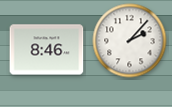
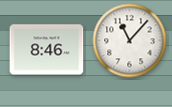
clock at (130, 41): 2:07 -> 11:07
